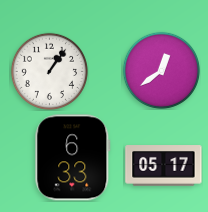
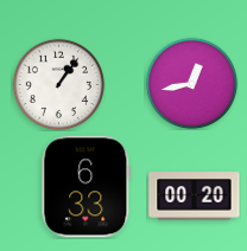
clock at (161, 70): 12:39 -> 12:43
clock at (164, 166): 05:17 -> 00:20
